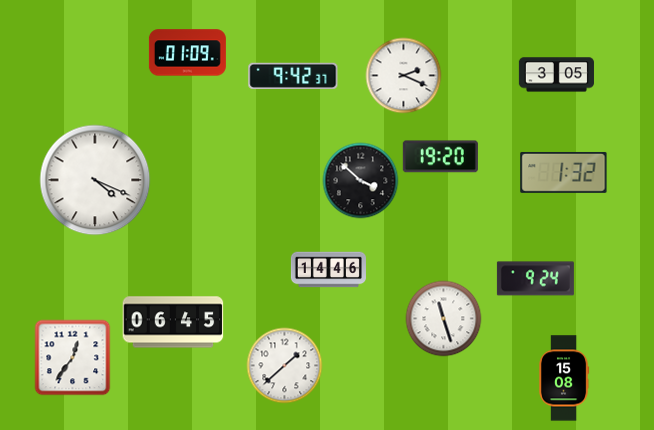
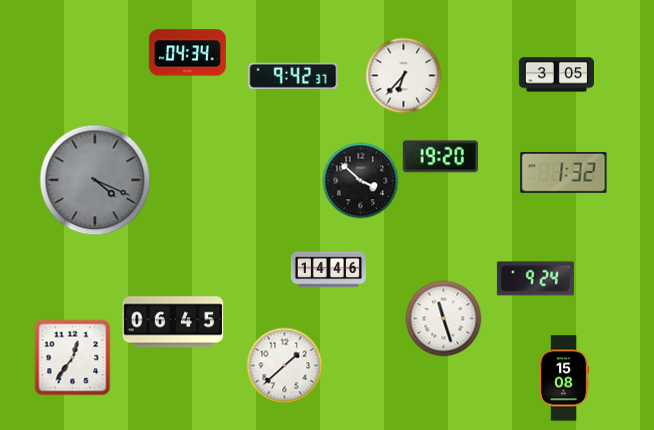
clock at (187, 53): 01:09 -> 04:34
clock at (404, 76): 2:19 -> 6:37
clock at (95, 180) dial: white -> grey
